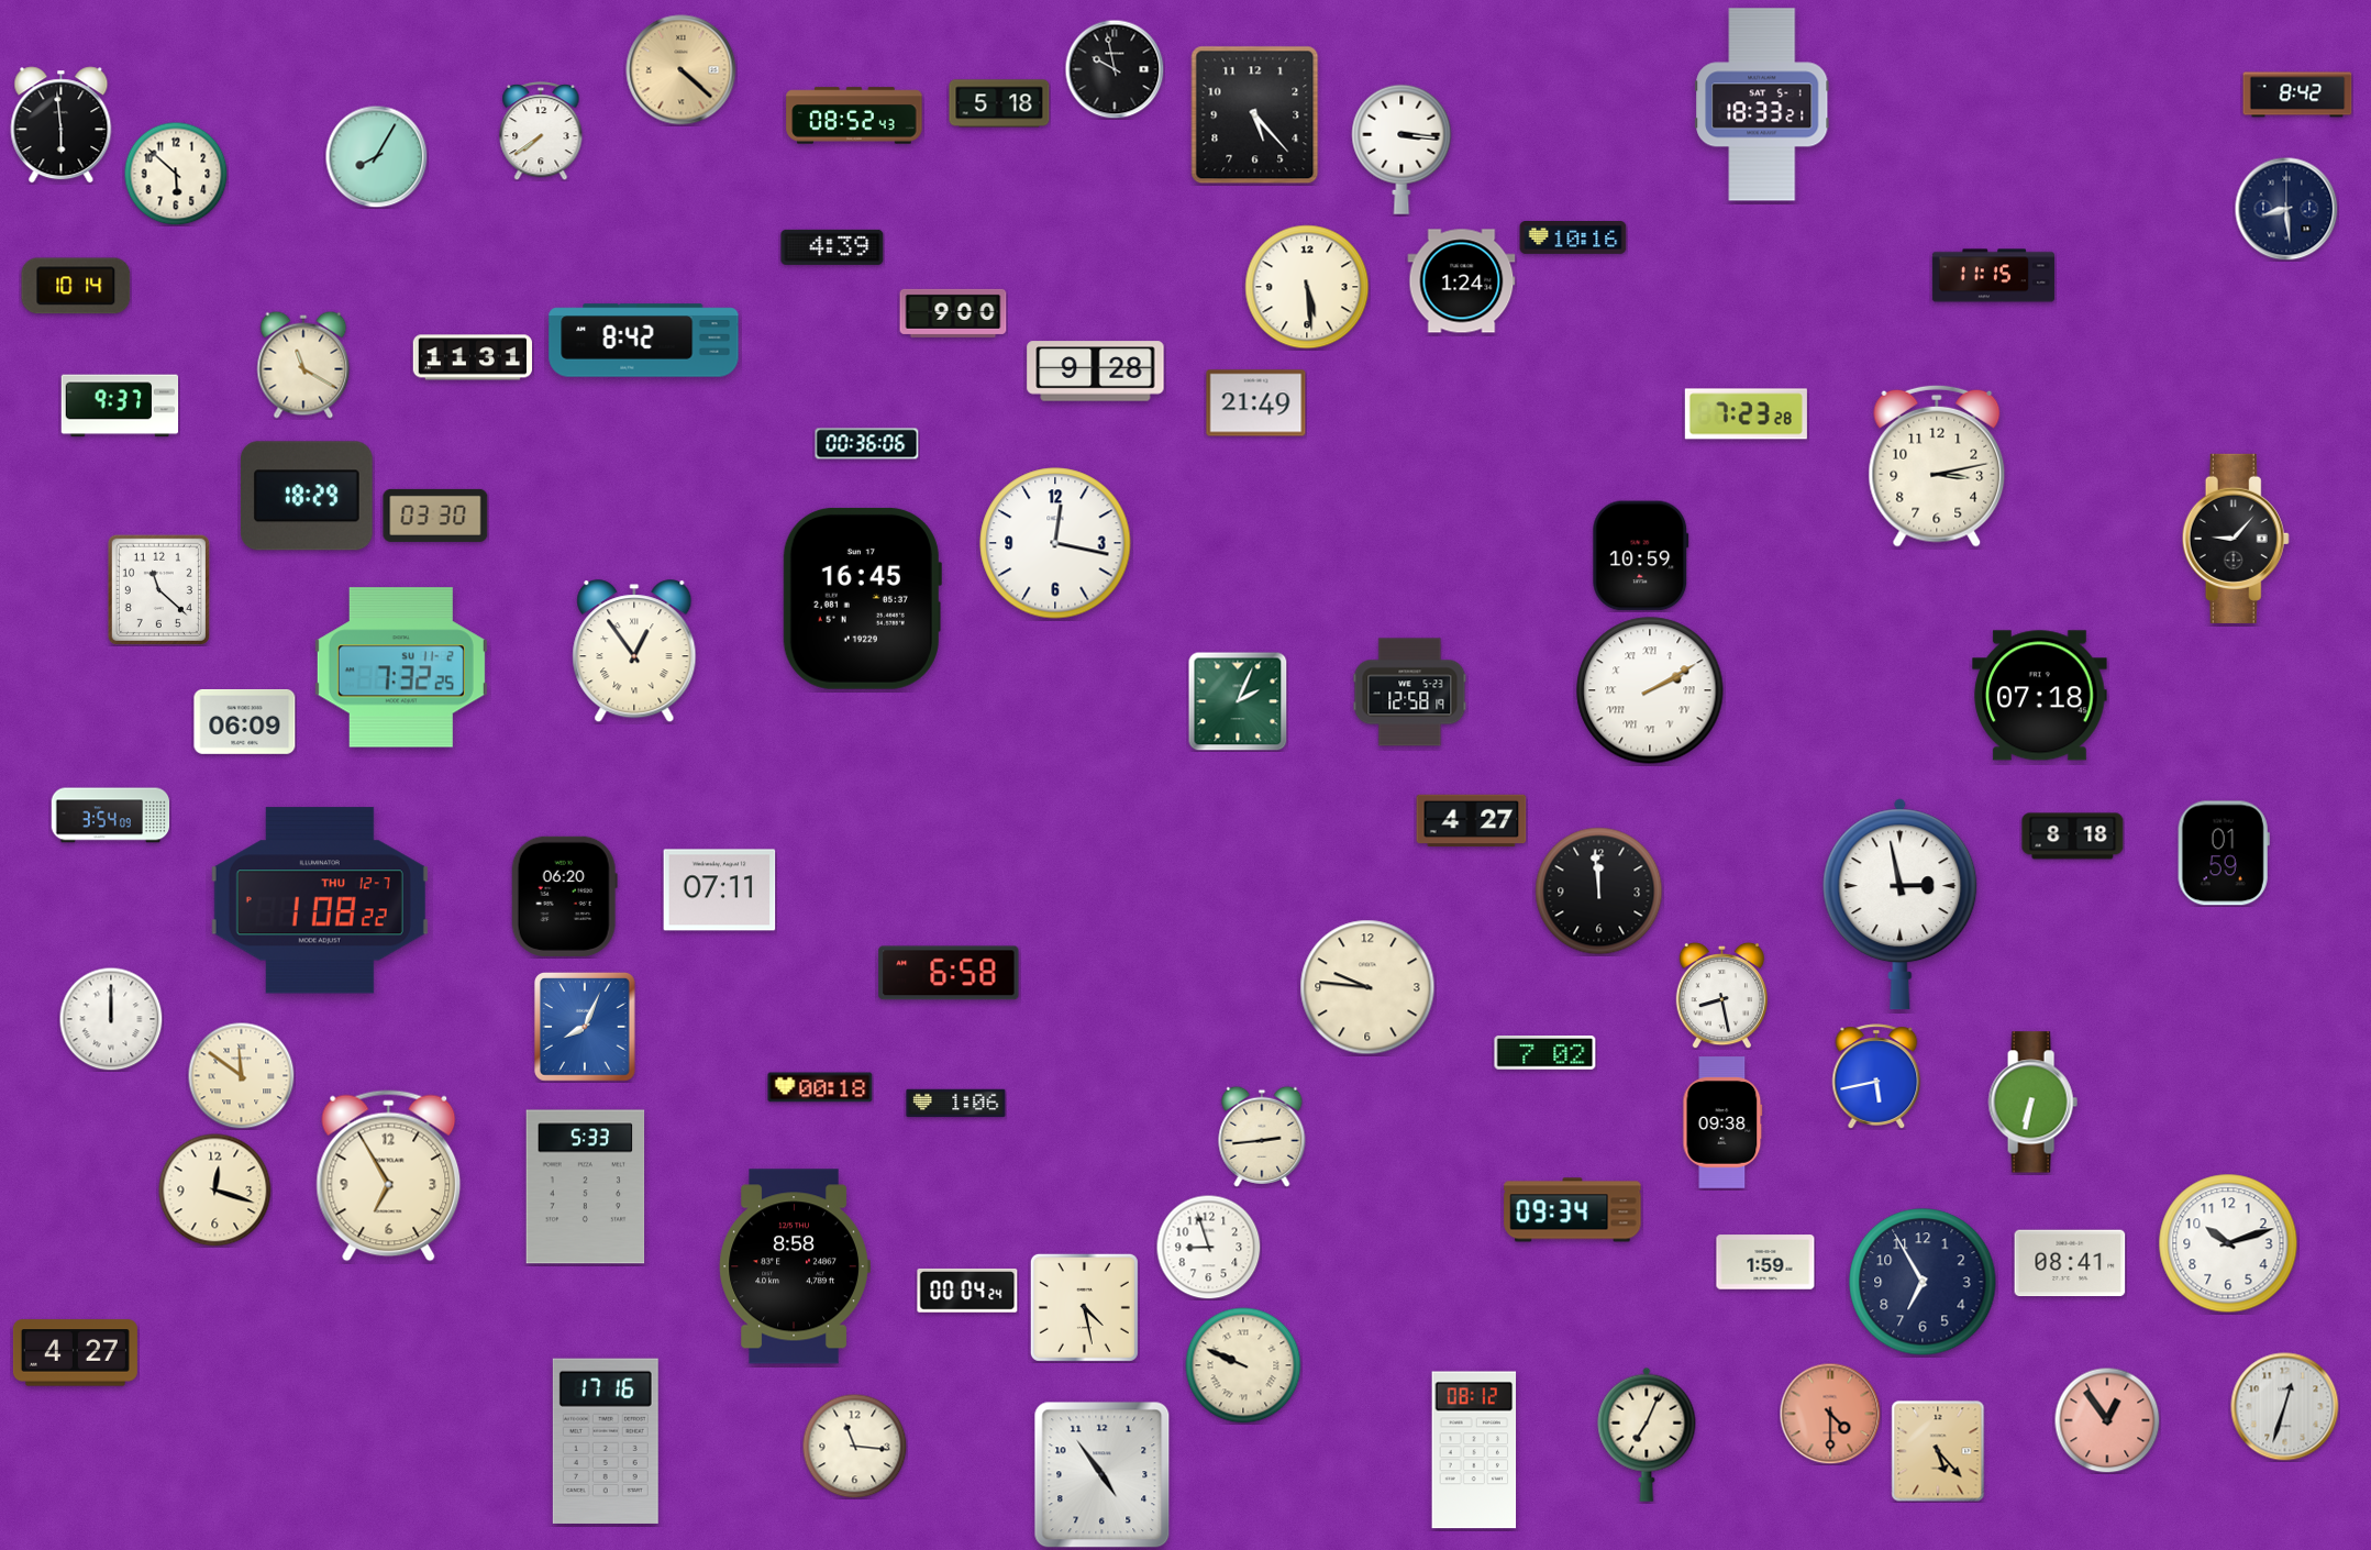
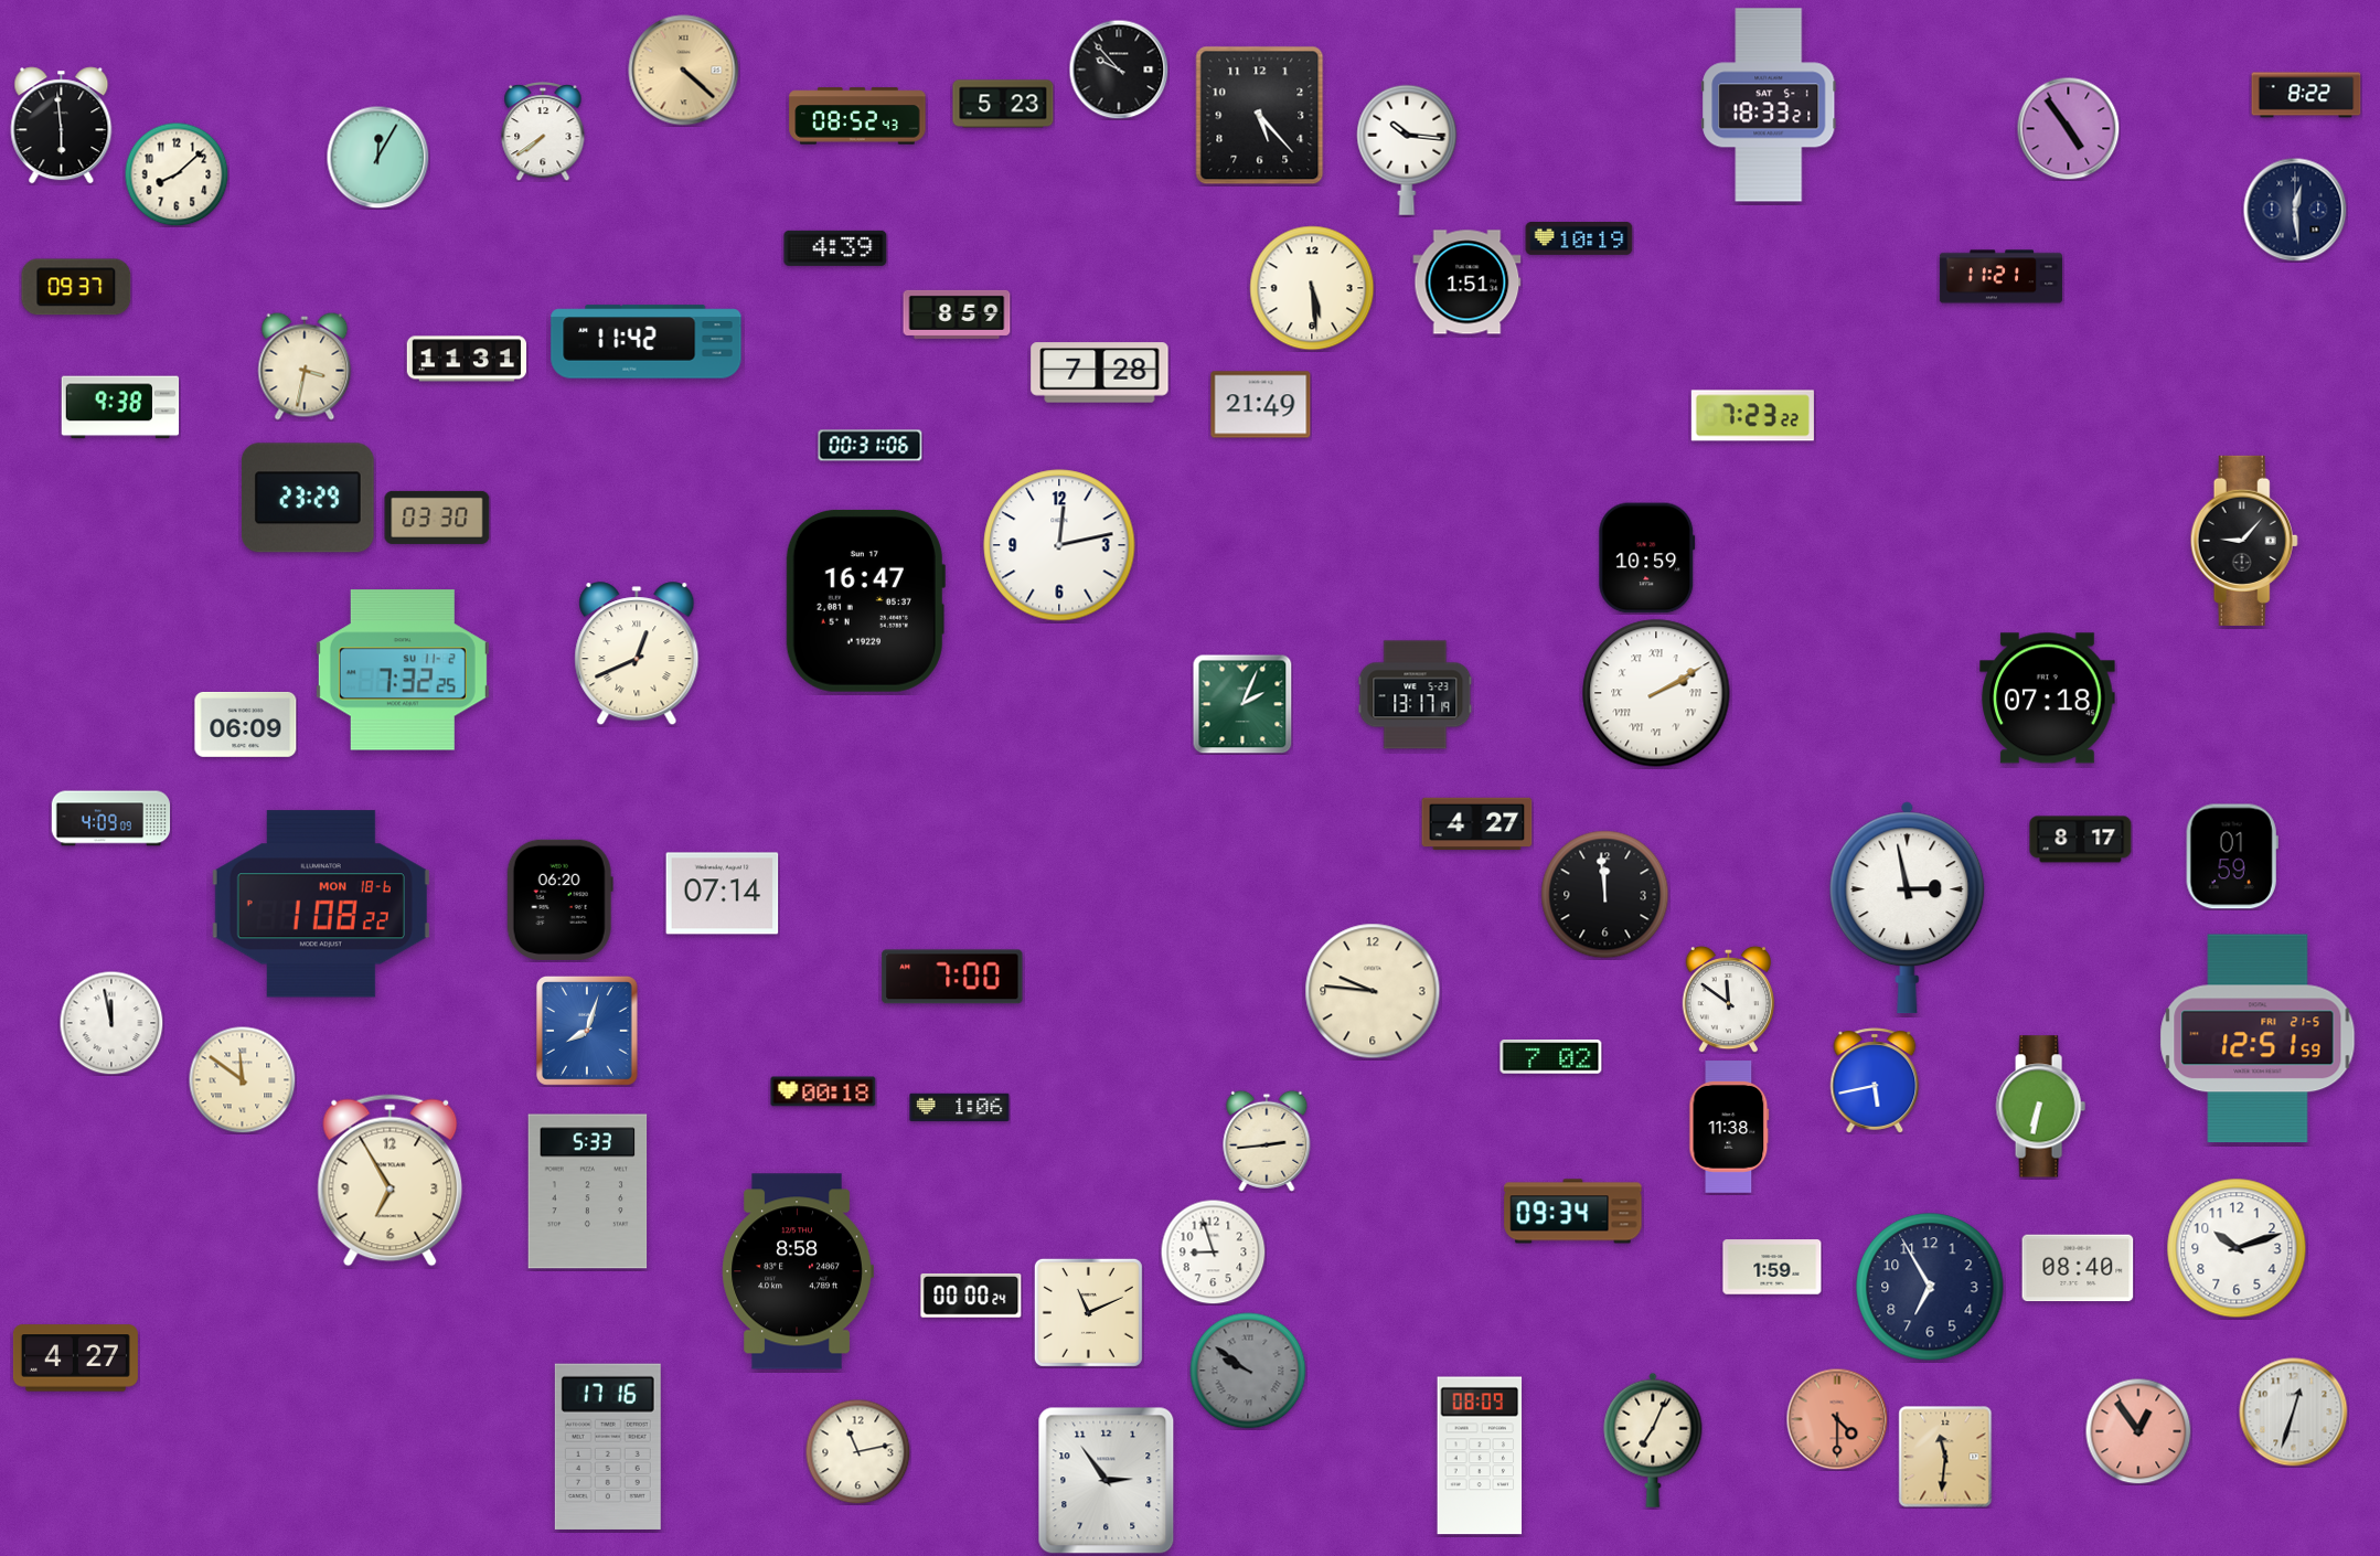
clock at (1115, 69): 9:58 -> 9:53
clock at (2297, 95): 8:42 -> 8:22
clock at (999, 103): 5:18 -> 5:23
clock at (2068, 128): none -> 4:54
clock at (1401, 150): 3:16 -> 10:16
clock at (376, 156): 8:05 -> 12:05
clock at (176, 174): 5:52 -> 8:08
clock at (2286, 209): 8:29 -> 12:29
clock at (1573, 239): 10:16 -> 10:19
clock at (1993, 276): 11:15 -> 11:21
clock at (1462, 281): 1:24 -> 1:51
clock at (76, 286): 10:14 -> 09:37
clock at (953, 313): 9:00 -> 8:59
clock at (644, 341): 8:42 -> 11:42
clock at (472, 357) position: (472, 357) -> (466, 359)
clock at (303, 365): 11:20 -> 3:32
clock at (1096, 372): 9:28 -> 7:28
clock at (120, 406): 9:37 -> 9:38
clock at (1746, 414): 7:23:28 -> 7:23:22
clock at (867, 444): 00:36 -> 00:31
clock at (1937, 466): 3:13 -> none
clock at (307, 496): 18:29 -> 23:29
clock at (1055, 543): 12:17 -> 12:13
clock at (158, 589): 11:22 -> none
clock at (862, 598): 16:45 -> 16:47
clock at (634, 652): 12:54 -> 12:41
clock at (1410, 693): 12:58 -> 13:17
clock at (111, 816): 3:54 -> 4:09
clock at (2073, 837): 8:18 -> 8:17
clock at (720, 890): 07:11 -> 07:14
clock at (564, 896) position: (564, 896) -> (559, 899)
clock at (320, 900) date: THU 12-7 -> MON 18-6
clock at (949, 973): 6:58 -> 7:00
clock at (1721, 995): 8:28 -> 11:51
clock at (111, 1019): 12:00 -> 11:58
clock at (585, 1027): 8:04 -> 8:03
clock at (2258, 1038): none -> 12:51
clock at (1876, 1076) position: (1876, 1076) -> (1875, 1080)
clock at (1722, 1122): 09:38 -> 11:38
clock at (215, 1191): 12:18 -> none
clock at (1573, 1210) position: (1573, 1210) -> (1573, 1212)
clock at (2070, 1263): 08:41 -> 08:40
clock at (967, 1291): 00:04 -> 00:00
clock at (1084, 1307): 4:28 -> 11:11
clock at (1243, 1365): 9:49 -> 9:51
clock at (1243, 1365) dial: cream -> grey
clock at (2107, 1420) position: (2107, 1420) -> (2138, 1431)
clock at (854, 1446): 11:16 -> 11:13
clock at (1474, 1450): 08:12 -> 08:09
clock at (1938, 1451): 5:23 -> 11:31
clock at (1103, 1475): 4:54 -> 2:54
